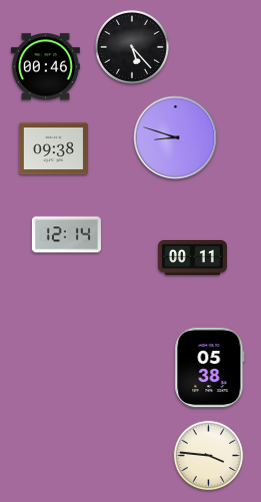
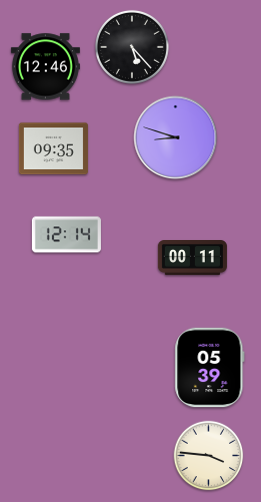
clock at (45, 67): 00:46 -> 12:46
clock at (53, 149): 09:38 -> 09:35
clock at (210, 368): 05:38 -> 05:39
